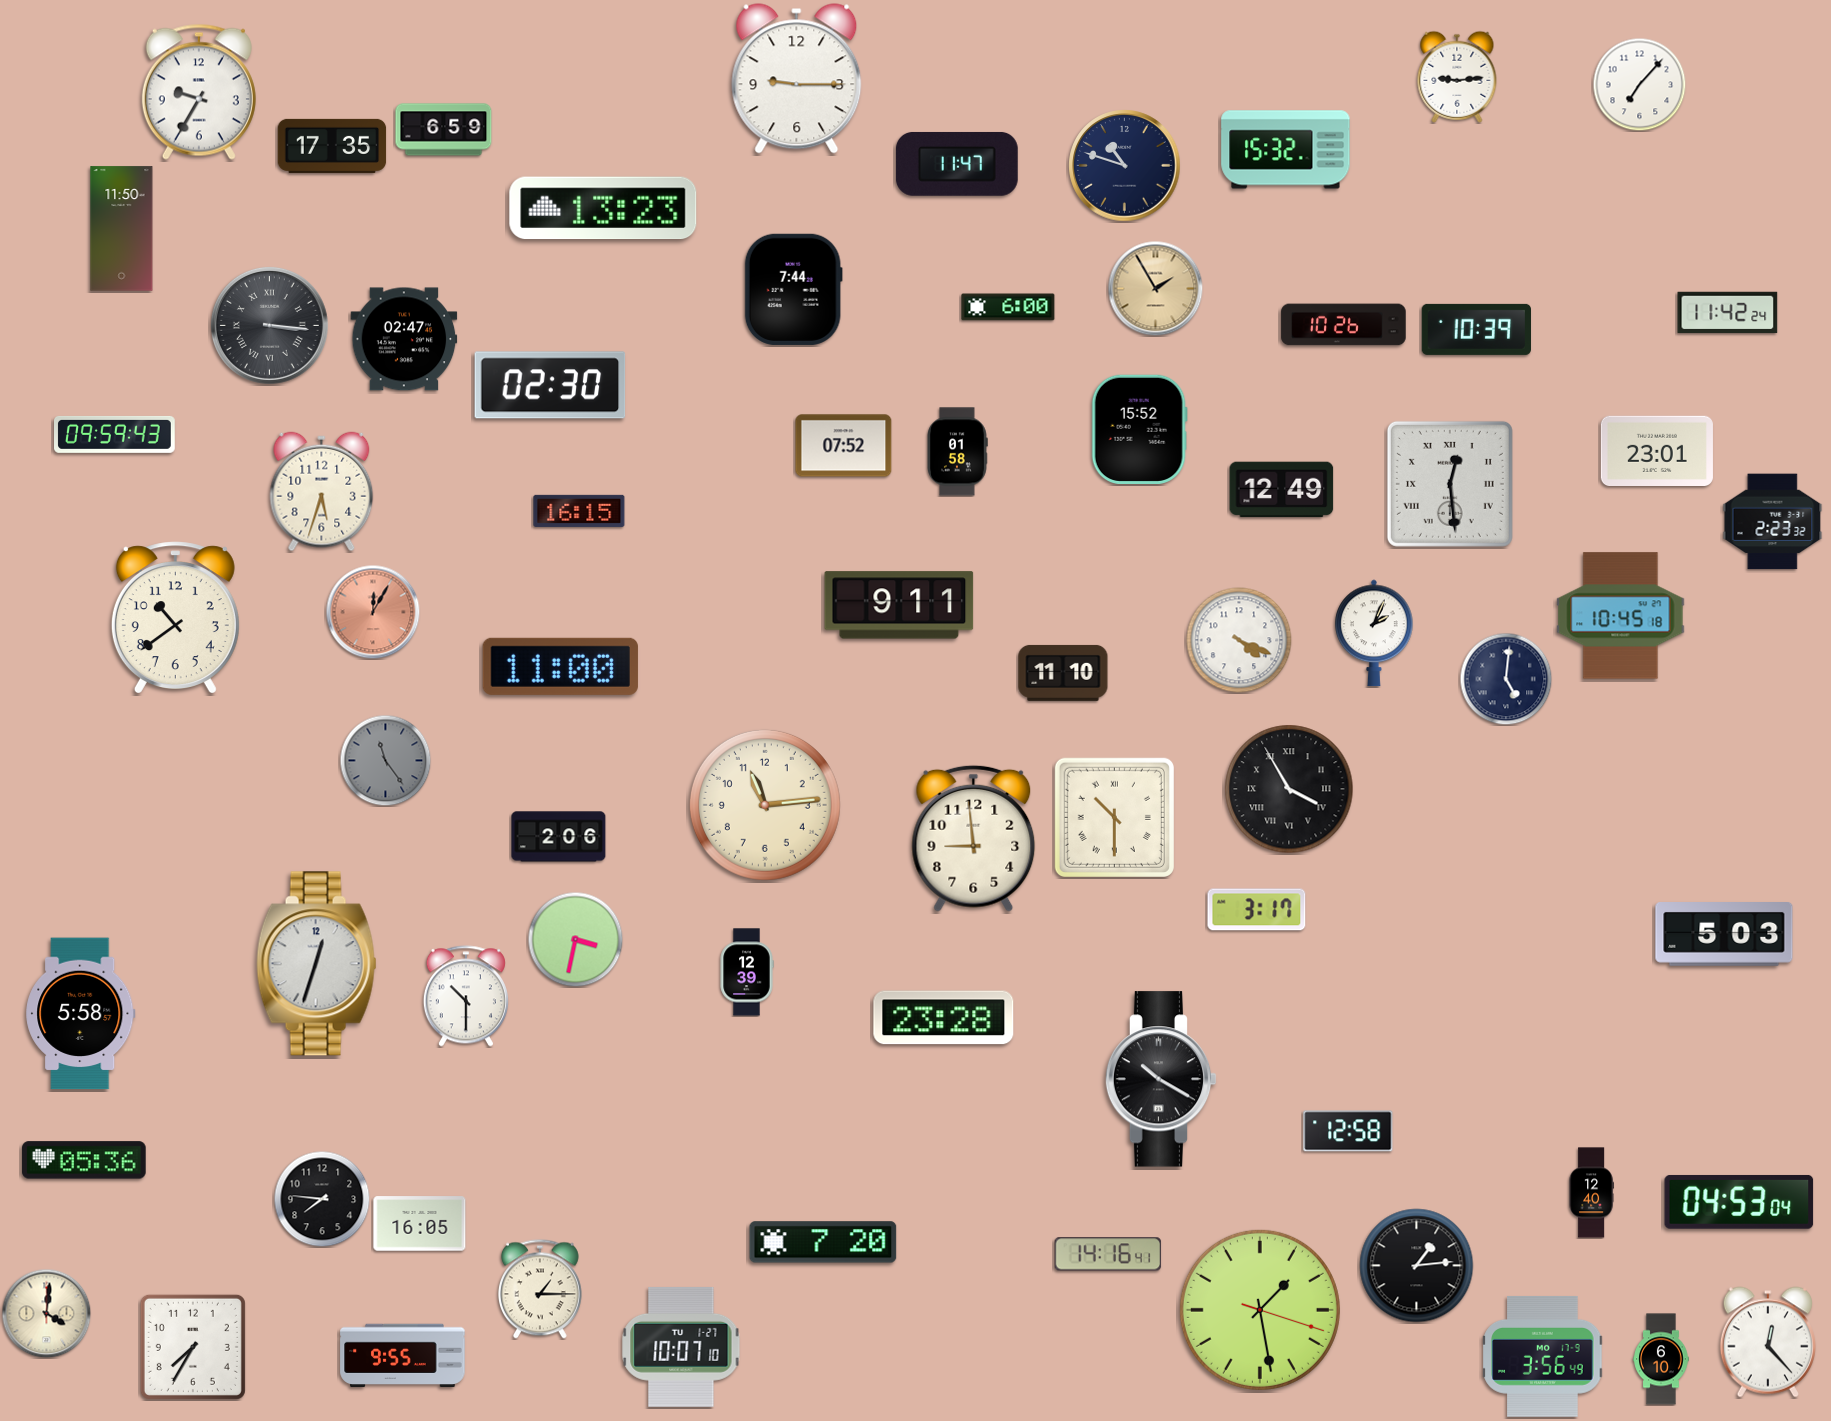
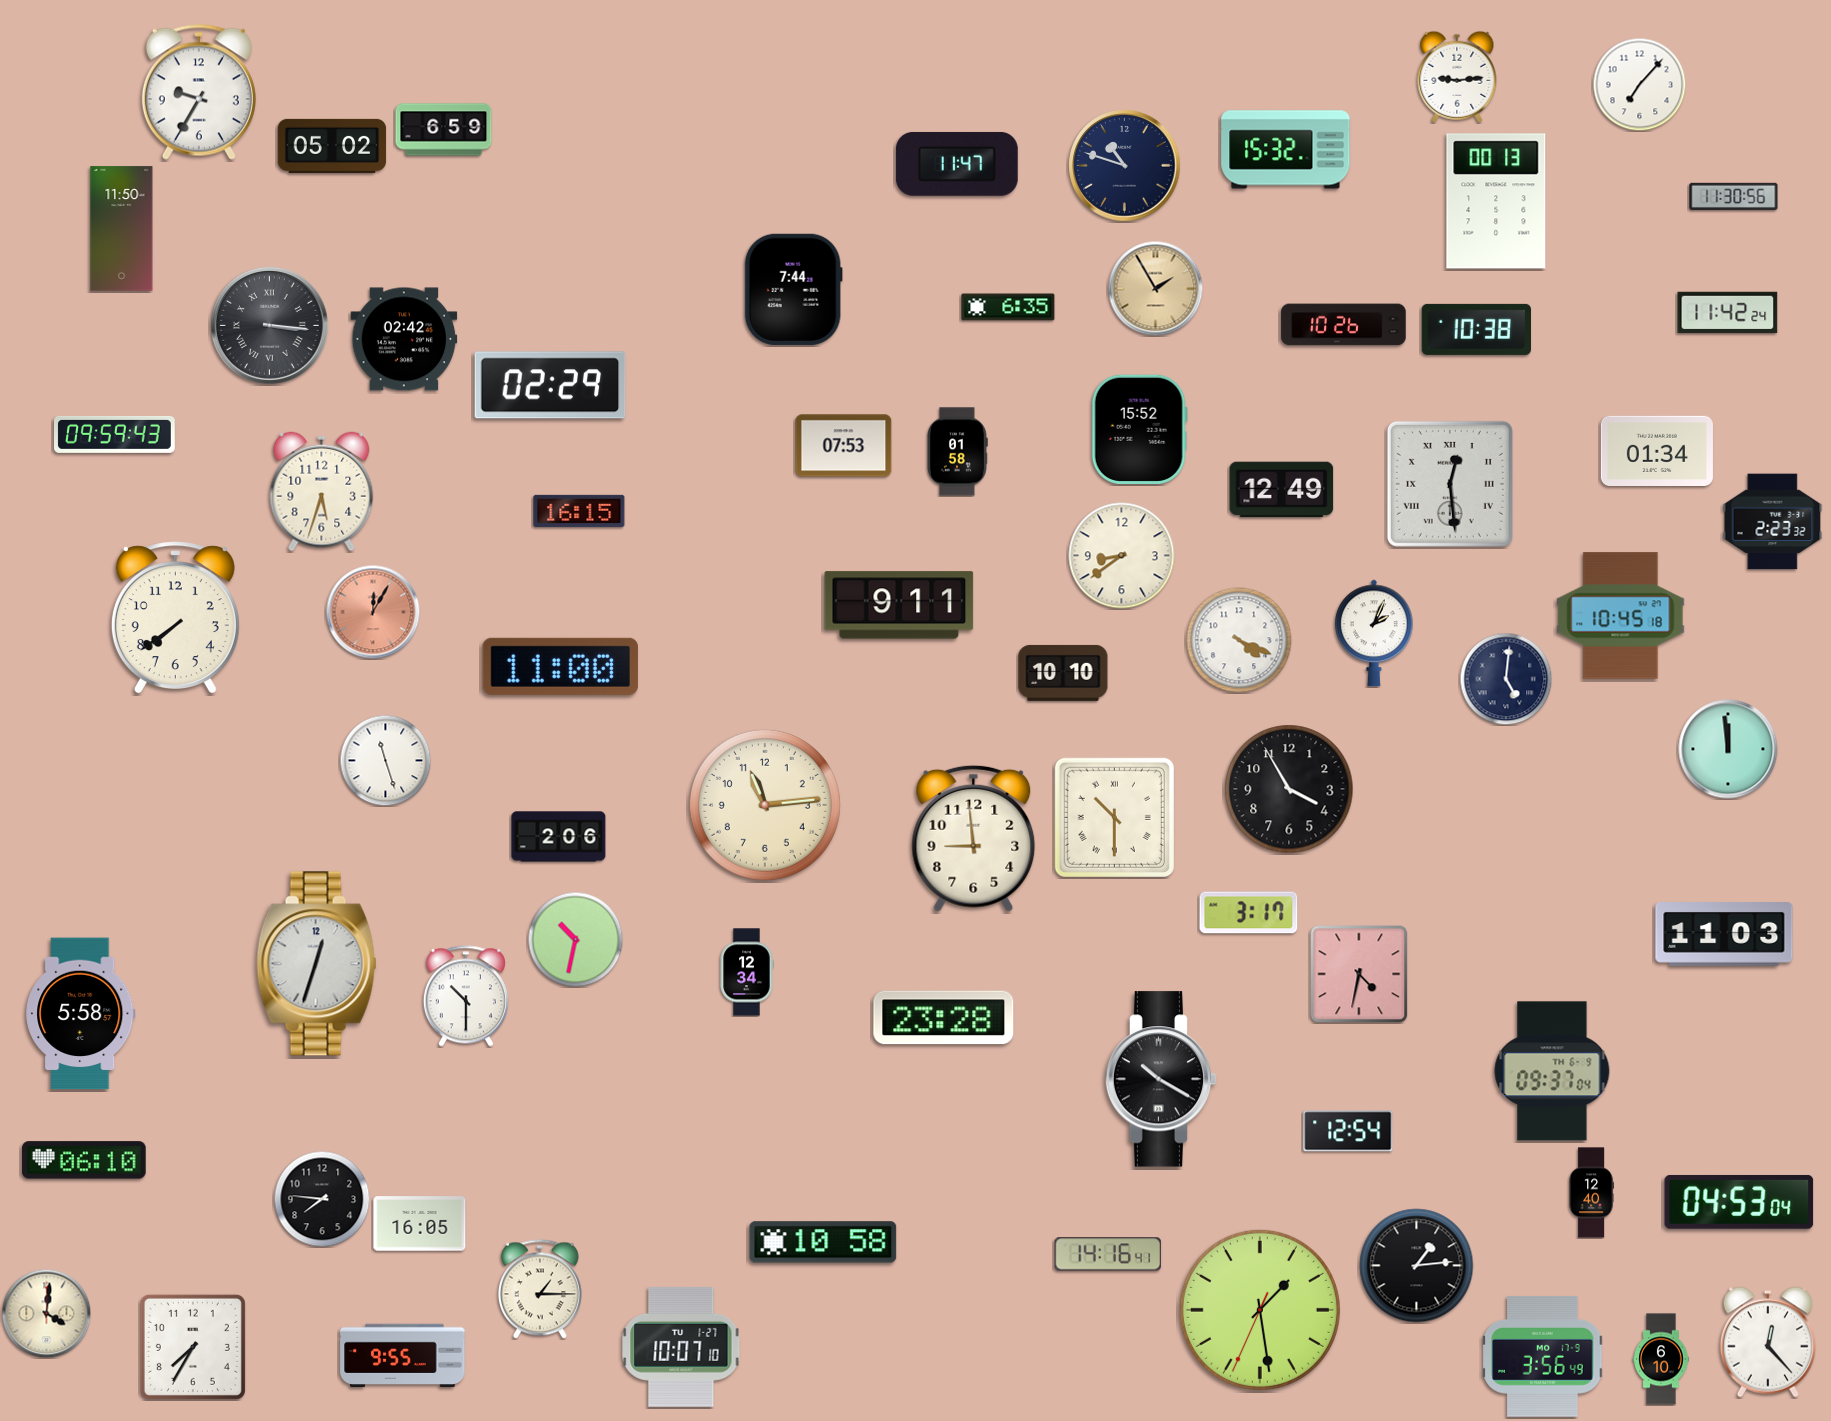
clock at (797, 79): 9:15 -> none
clock at (332, 146): 17:35 -> 05:02
clock at (1734, 196): none -> 11:30
clock at (1496, 201): none -> 00:13
clock at (603, 208): 13:23 -> none
clock at (1008, 307): 6:00 -> 6:35
clock at (1477, 329): 10:39 -> 10:38
clock at (404, 339): 02:47 -> 02:42
clock at (550, 385): 02:30 -> 02:29
clock at (844, 446): 07:52 -> 07:53
clock at (1657, 450): 23:01 -> 01:34
clock at (1122, 556): none -> 8:39
clock at (175, 617): 10:39 -> 7:39
clock at (1063, 673): 11:10 -> 10:10
clock at (1728, 749): none -> 11:59
clock at (385, 760): 11:24 -> 11:27
clock at (385, 760) dial: grey -> white
clock at (1289, 789) numerals: Roman -> Arabic
clock at (1257, 910) position: (1257, 910) -> (1249, 913)
clock at (1724, 935): 5:03 -> 11:03
clock at (575, 939): 3:32 -> 10:32
clock at (747, 972): 12:39 -> 12:34
clock at (1359, 974): none -> 4:32
clock at (1552, 1071): none -> 09:37
clock at (1348, 1131): 12:58 -> 12:54
clock at (84, 1160): 05:36 -> 06:10
clock at (823, 1242): 7:20 -> 10:58
clock at (1260, 1310): 1:28:18 -> 1:28:34
